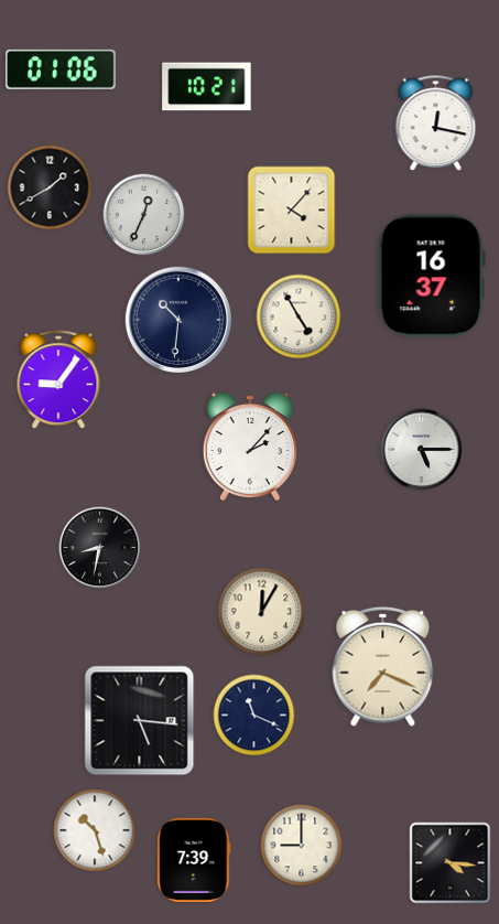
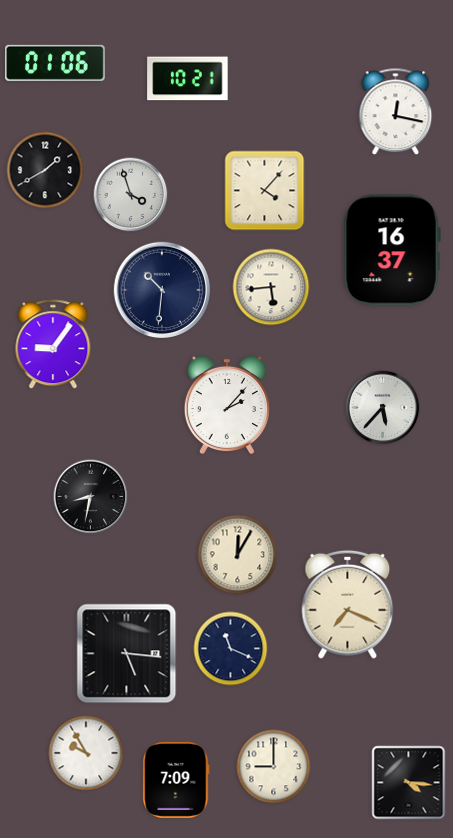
clock at (144, 215): 12:34 -> 3:57
clock at (299, 316): 4:55 -> 5:44
clock at (422, 450): 5:15 -> 5:37
clock at (95, 830): 10:27 -> 9:55
clock at (194, 860): 7:39 -> 7:09
